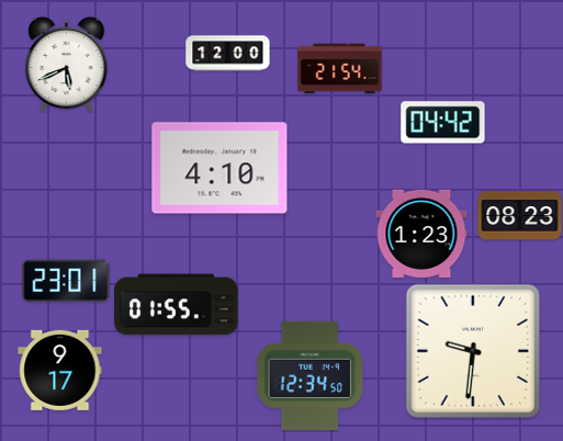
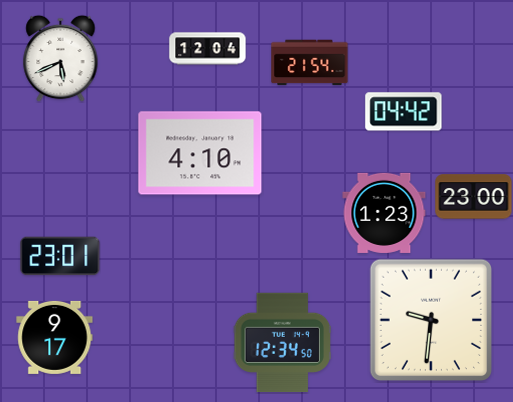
clock at (228, 54): 12:00 -> 12:04
clock at (520, 216): 08:23 -> 23:00
clock at (177, 305): 01:55 -> none
